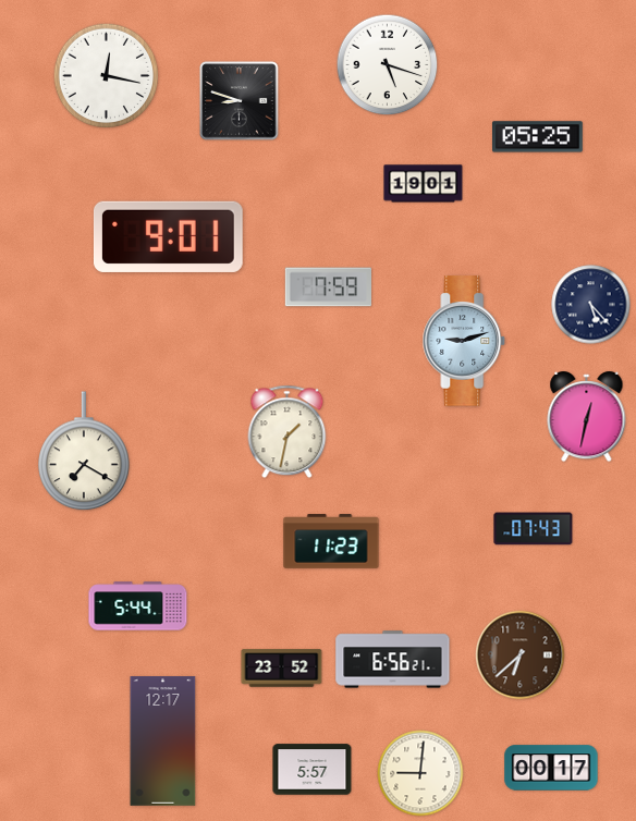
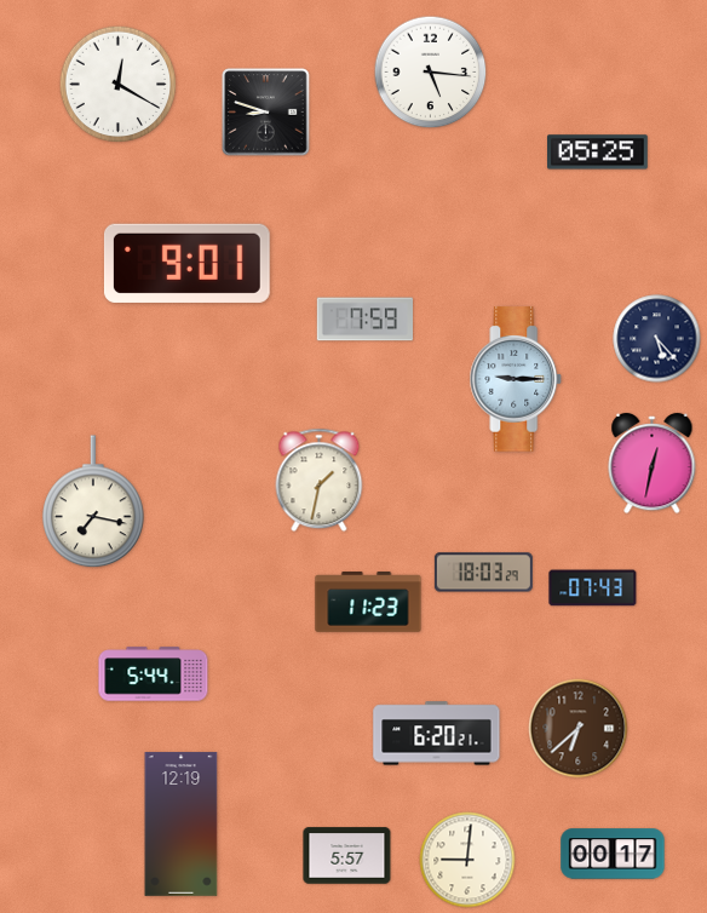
clock at (388, 65): 5:18 -> 5:16
clock at (107, 76): 12:17 -> 12:20
clock at (424, 184): 19:01 -> none
clock at (464, 341): 9:12 -> 9:15
clock at (84, 452): 7:20 -> 7:17
clock at (483, 573): none -> 18:03
clock at (393, 660): 6:56 -> 6:20
clock at (282, 669): 23:52 -> none
clock at (163, 742): 12:17 -> 12:19
